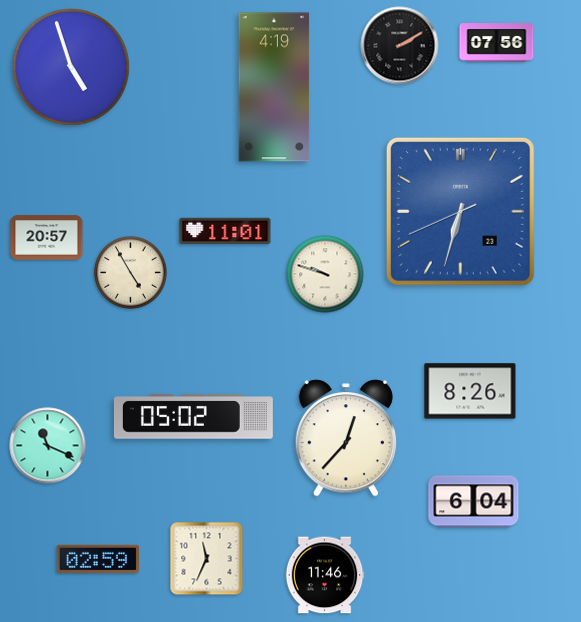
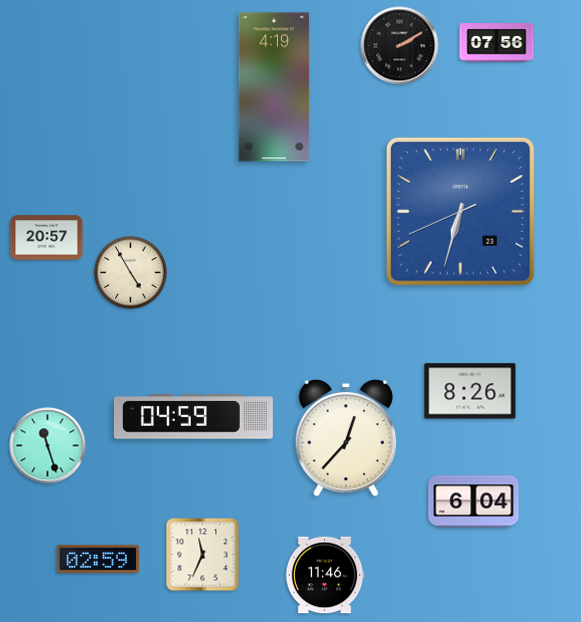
clock at (71, 67): 4:57 -> none
clock at (225, 231): 11:01 -> none
clock at (325, 274): 9:48 -> none
clock at (193, 417): 05:02 -> 04:59
clock at (48, 446): 11:19 -> 11:27
clock at (207, 559) position: (207, 559) -> (203, 555)
